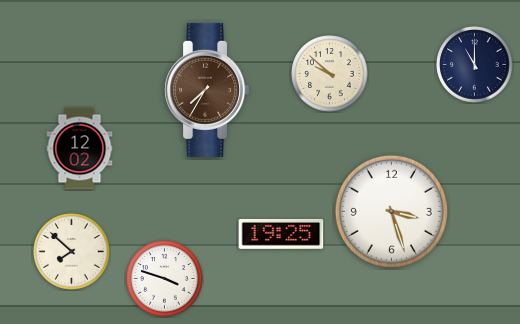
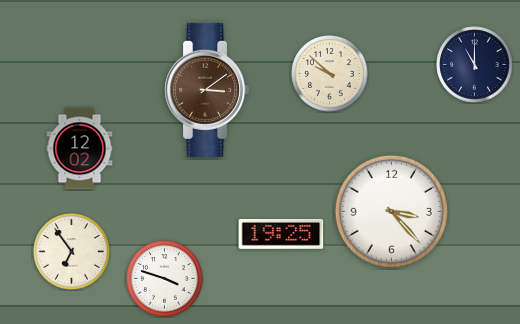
clock at (207, 90): 7:35 -> 3:09
clock at (391, 211): 3:27 -> 3:23
clock at (72, 252): 7:52 -> 6:54
